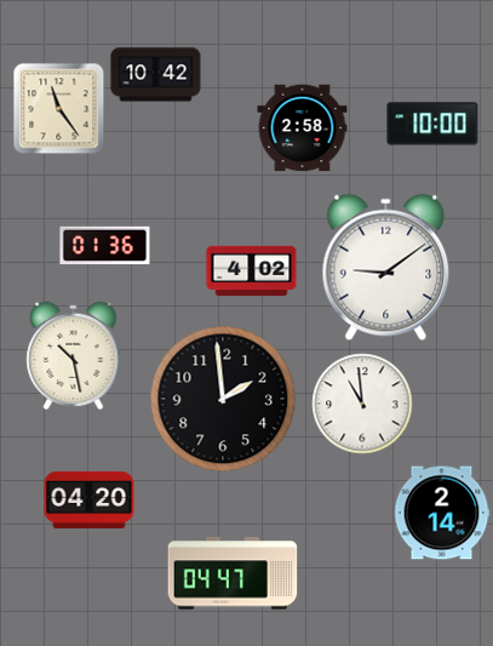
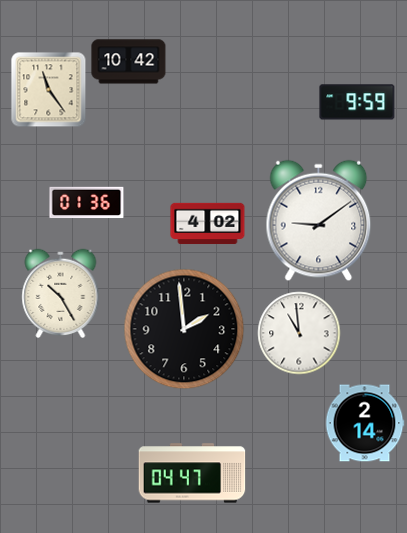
clock at (432, 124): 10:00 -> 9:59
clock at (303, 128): 2:58 -> none
clock at (74, 355): 10:28 -> 10:25
clock at (90, 499): 04:20 -> none
